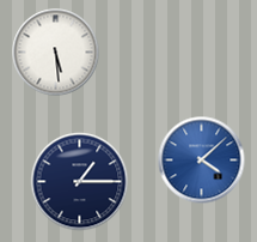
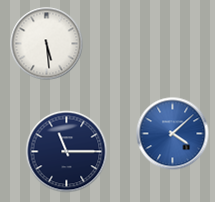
clock at (202, 161) position: (202, 161) -> (173, 134)
clock at (80, 182): 1:15 -> 11:15
